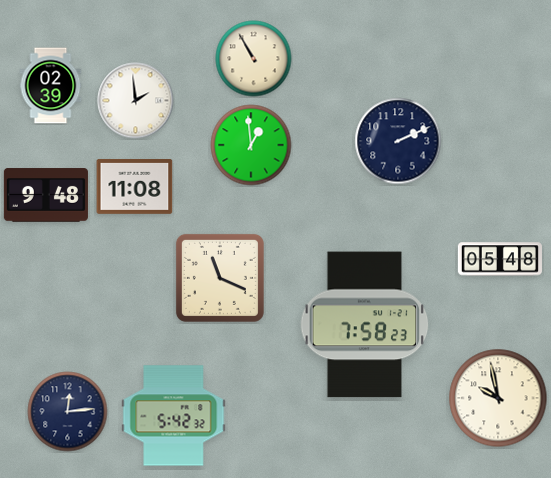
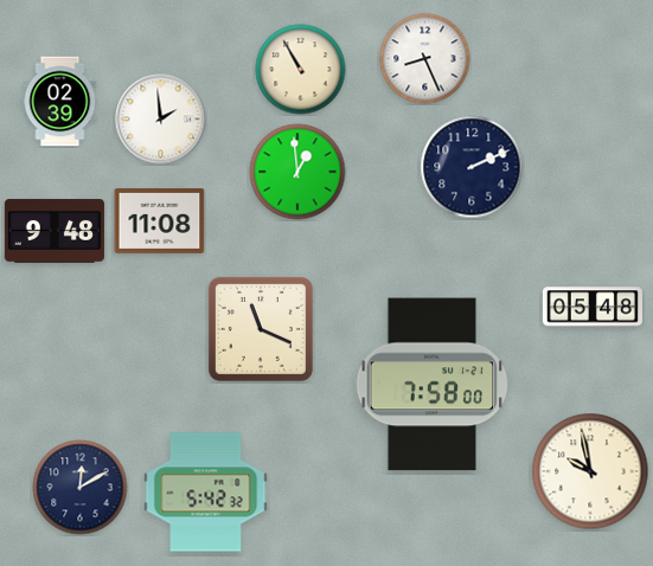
clock at (425, 59): none -> 8:26
clock at (365, 325): 7:58:23 -> 7:58:00
clock at (68, 412): 12:14 -> 12:10
